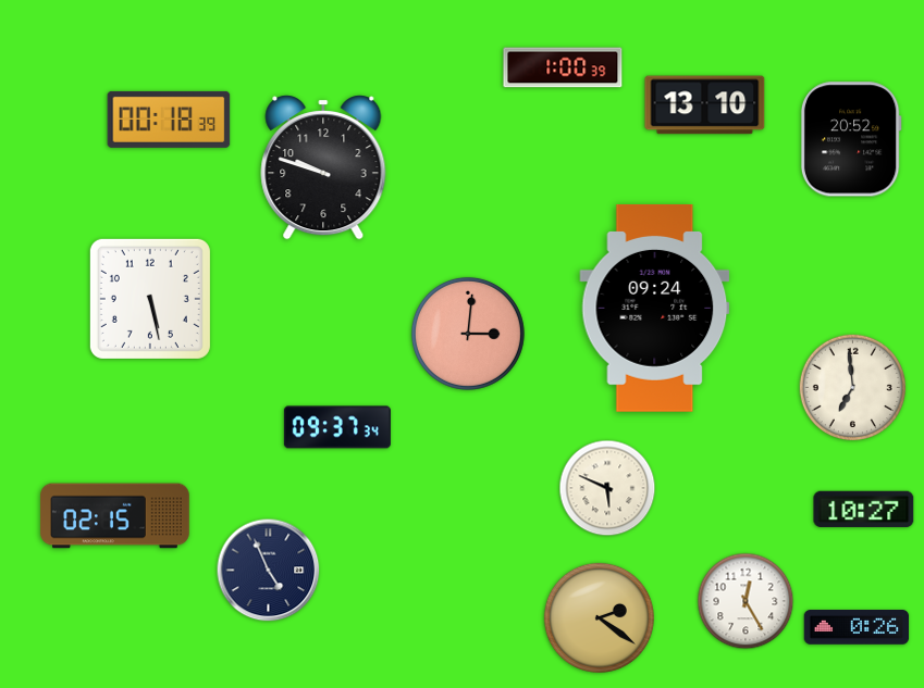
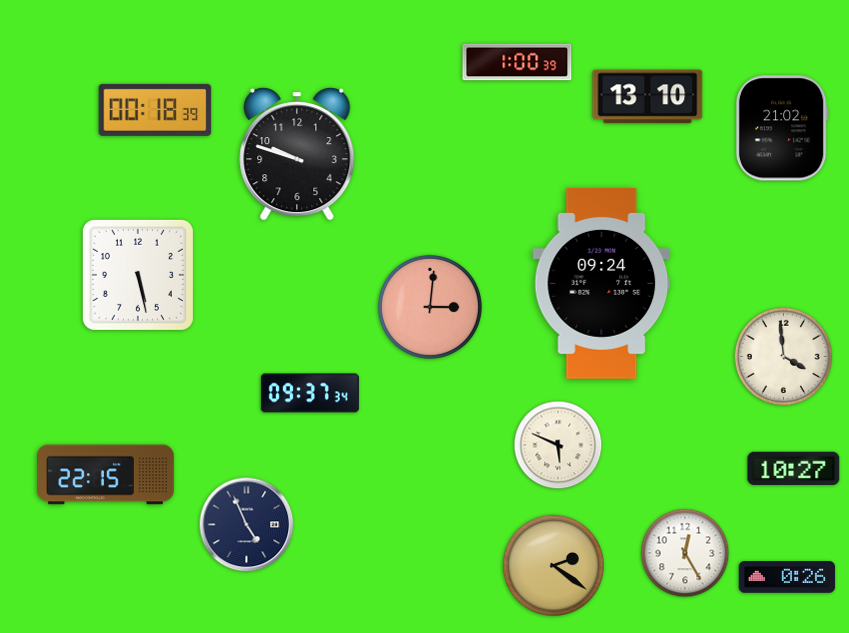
clock at (851, 139): 20:52 -> 21:02
clock at (852, 387): 6:59 -> 3:59
clock at (607, 488) position: (607, 488) -> (558, 445)
clock at (115, 516): 02:15 -> 22:15
clock at (599, 617) position: (599, 617) -> (553, 565)
